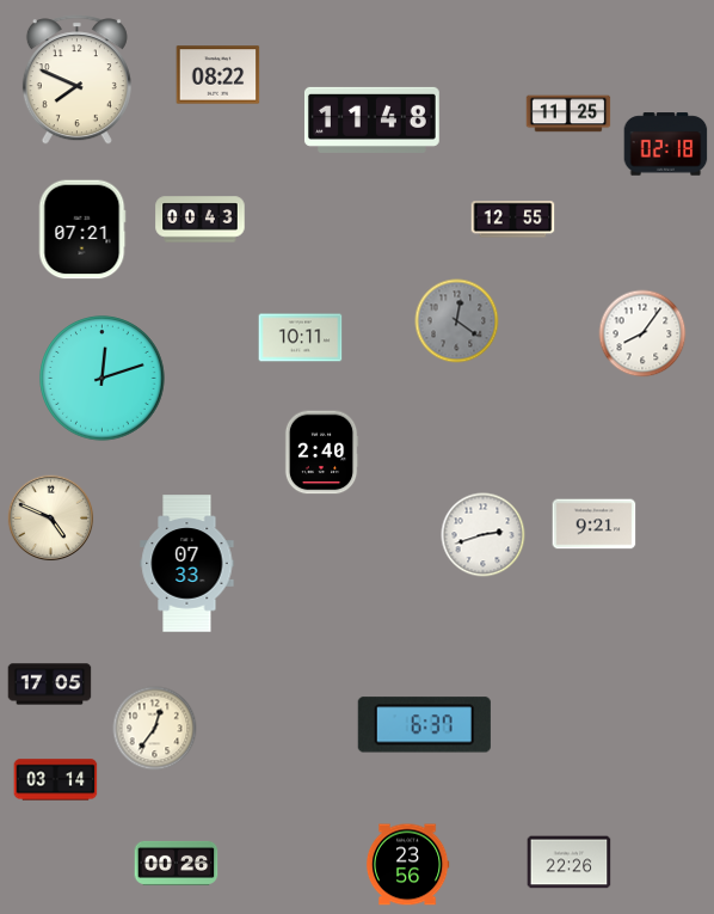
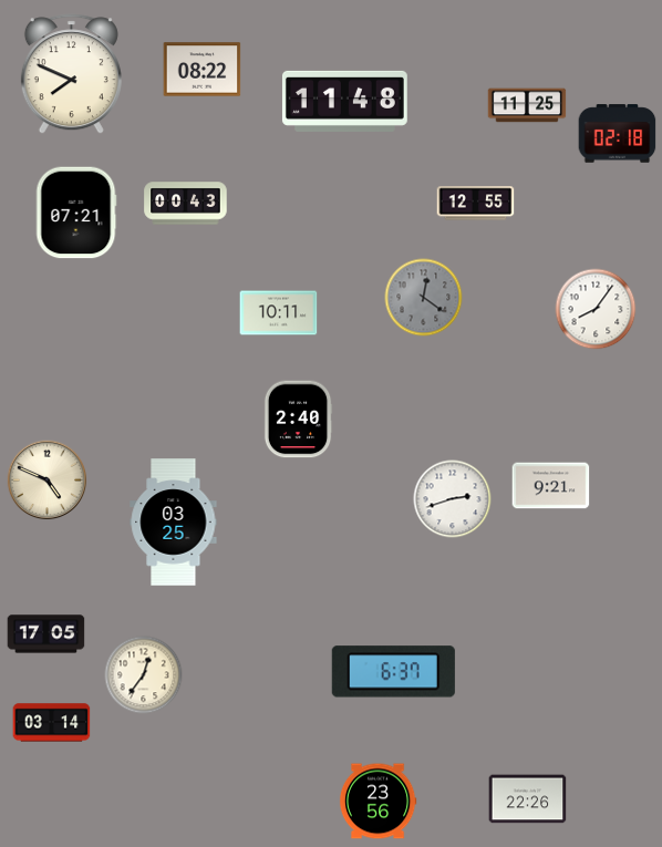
clock at (373, 119) position: (373, 119) -> (345, 101)
clock at (103, 379): 12:12 -> none
clock at (484, 535) position: (484, 535) -> (453, 499)
clock at (187, 564): 07:33 -> 03:25
clock at (177, 863): 00:26 -> none
